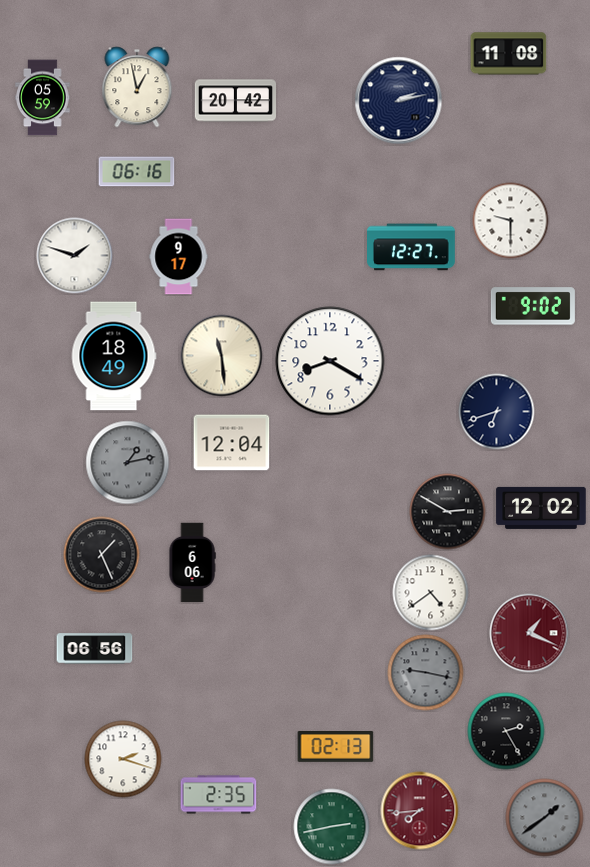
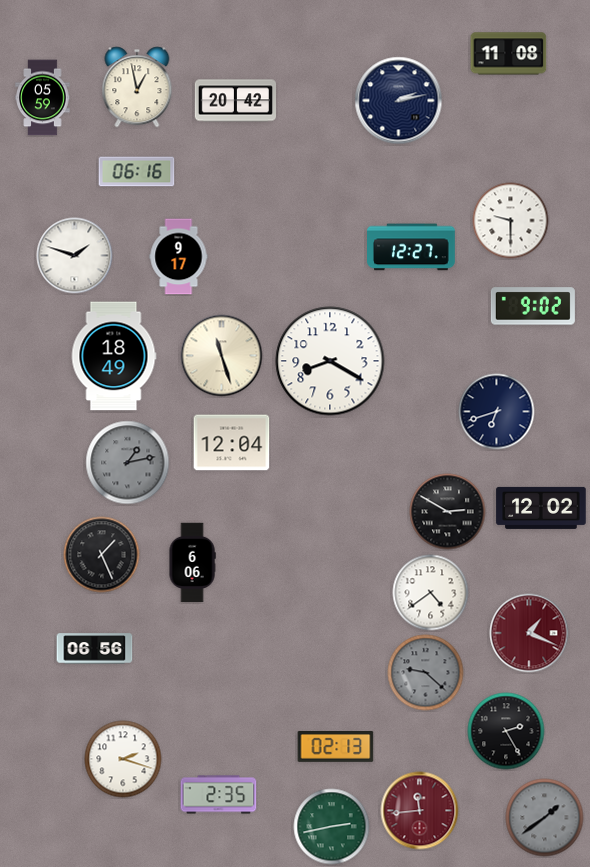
clock at (222, 356): 11:29 -> 11:27
clock at (426, 673): 9:17 -> 9:22
clock at (420, 811): 7:44 -> 11:44
